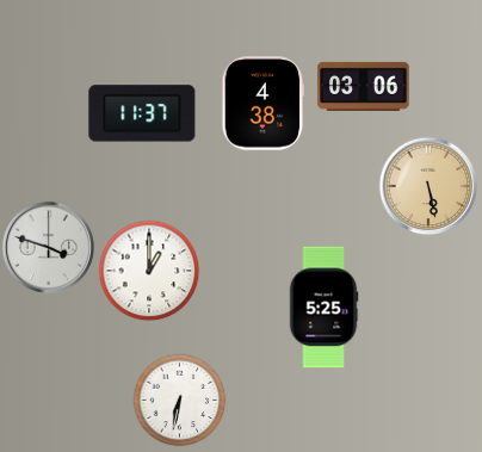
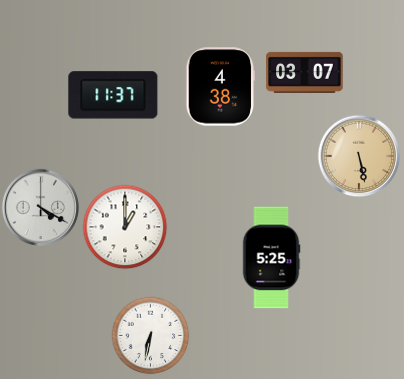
clock at (364, 86): 03:06 -> 03:07
clock at (142, 113) position: (142, 113) -> (113, 95)
clock at (48, 247): 3:48 -> 4:20
